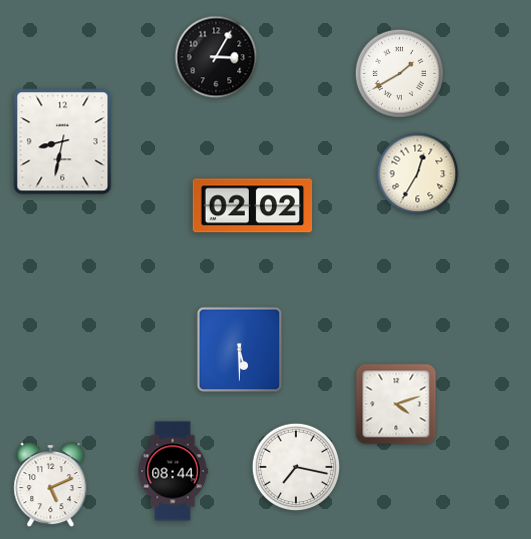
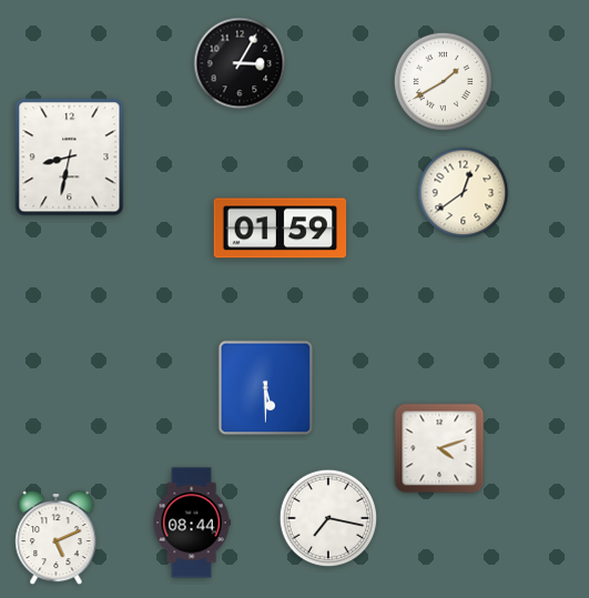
clock at (418, 174): 12:35 -> 12:39
clock at (253, 206): 02:02 -> 01:59
